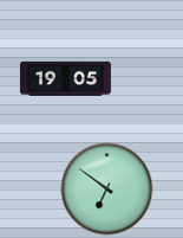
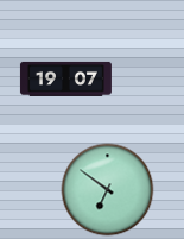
clock at (65, 78): 19:05 -> 19:07
